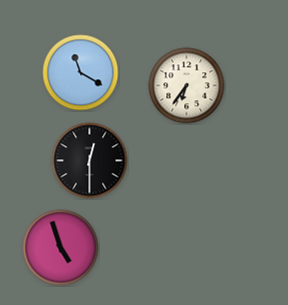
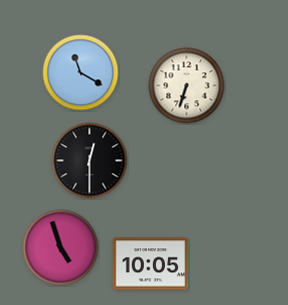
clock at (187, 86): 6:36 -> 6:33
clock at (151, 264): none -> 10:05
